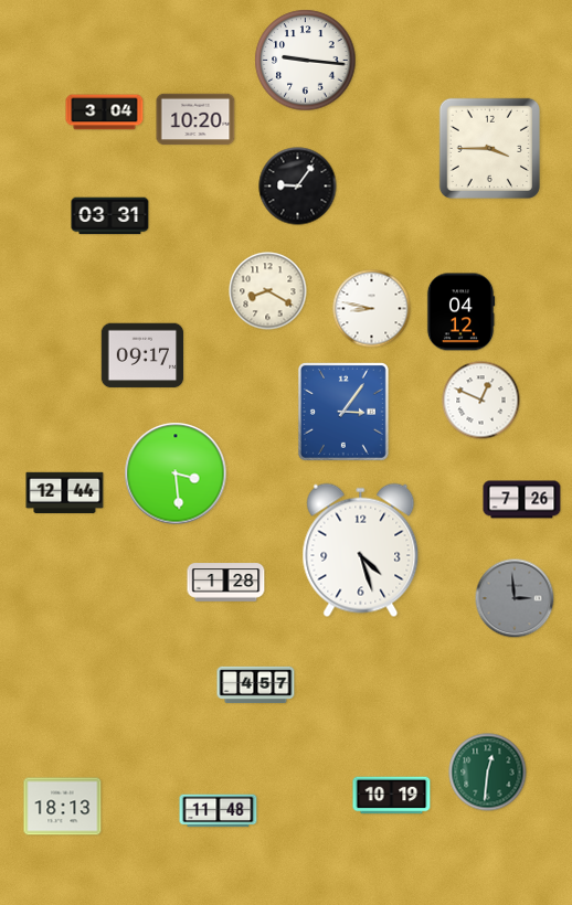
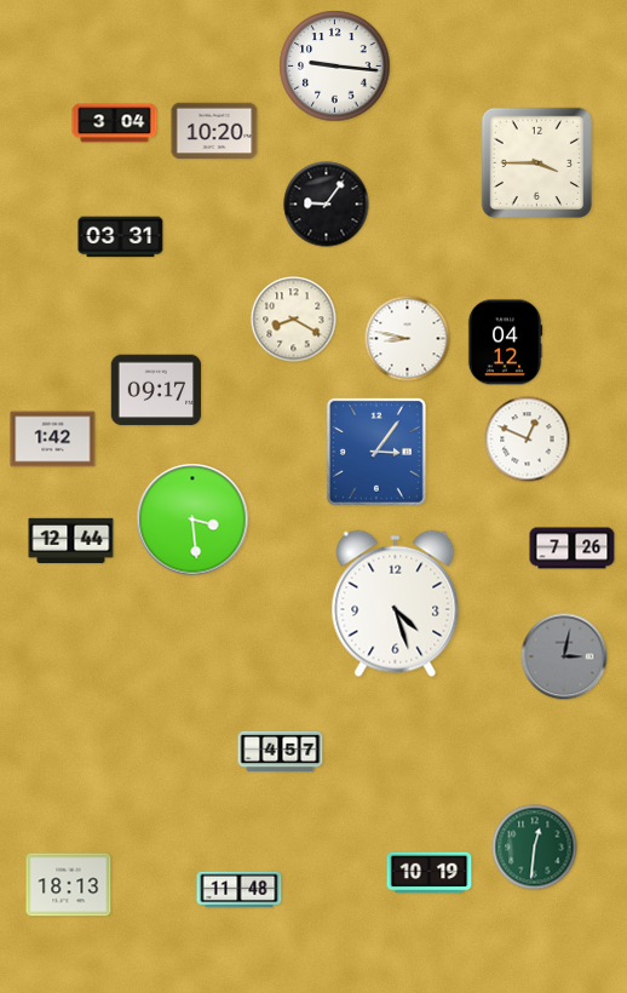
clock at (53, 440): none -> 1:42
clock at (226, 583): 1:28 -> none
clock at (515, 598): 2:59 -> 3:02
